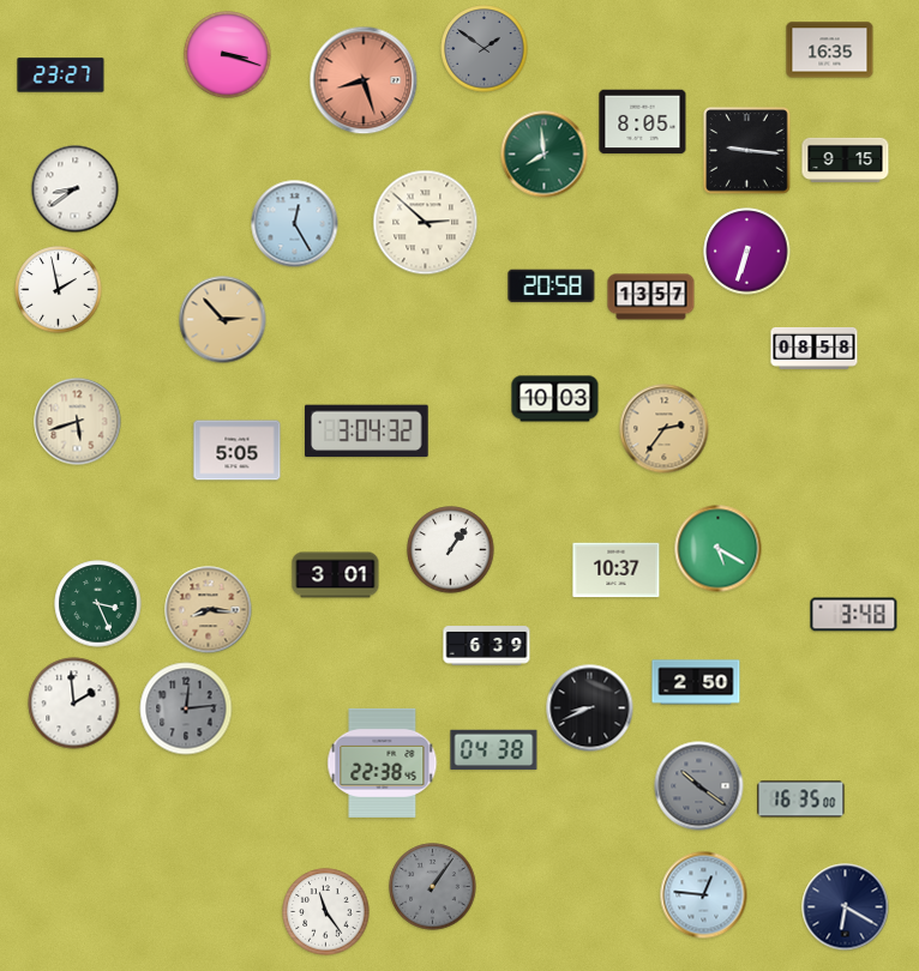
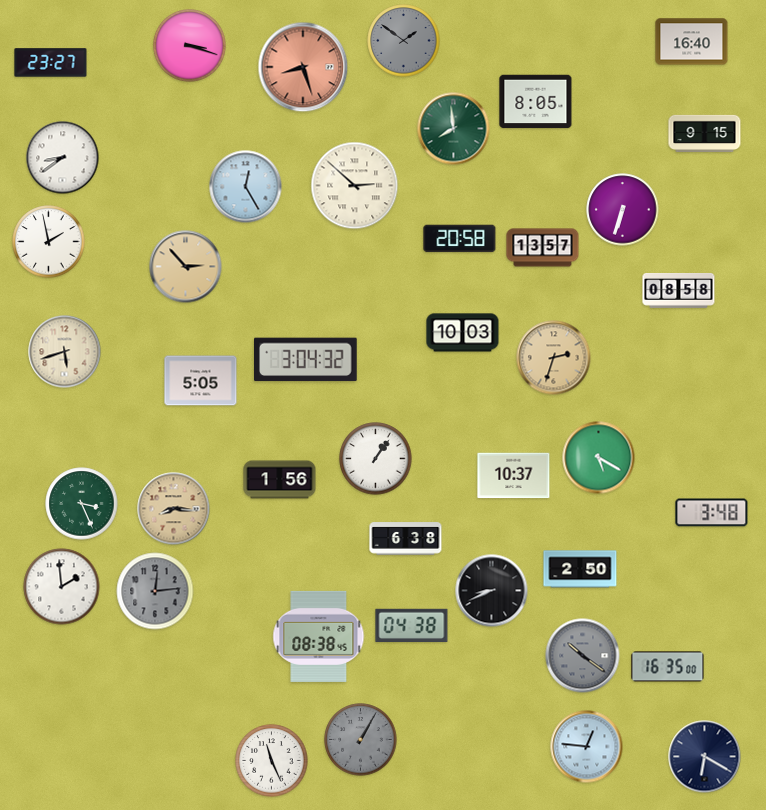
clock at (830, 50): 16:35 -> 16:40
clock at (747, 151): 9:16 -> none
clock at (665, 429): 2:36 -> 2:33
clock at (238, 451) position: (238, 451) -> (201, 381)
clock at (336, 575): 3:01 -> 1:56
clock at (487, 646): 6:39 -> 6:38
clock at (383, 762): 22:38 -> 08:38
clock at (433, 887): 1:06 -> 1:05
clock at (326, 912): 11:24 -> 11:26
